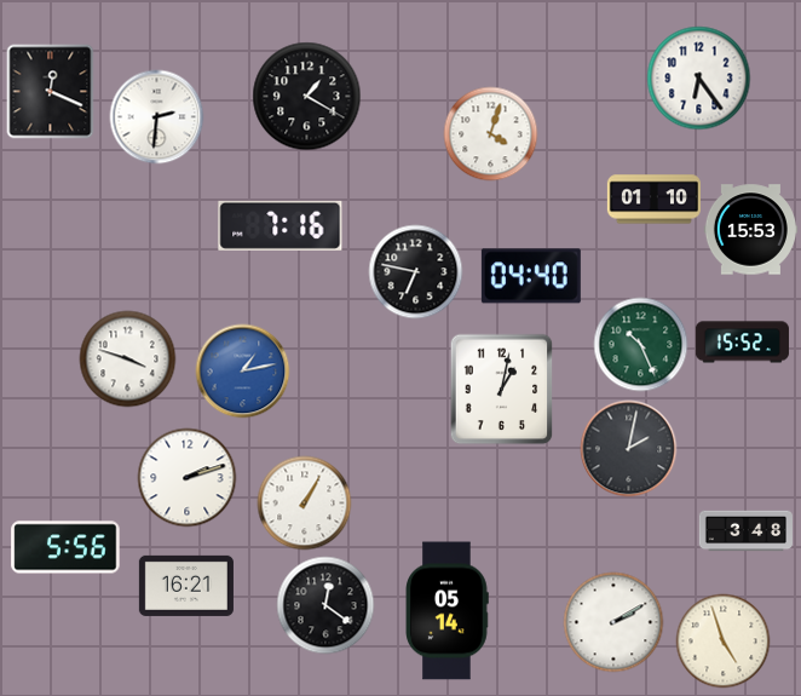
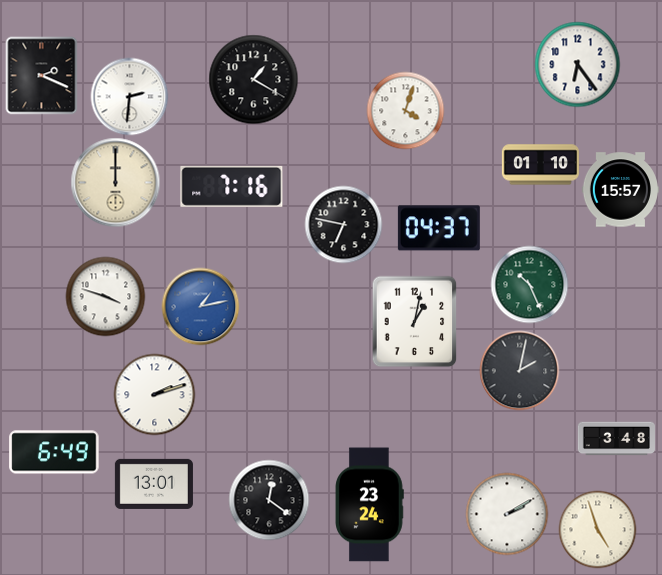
clock at (51, 91): 12:19 -> 2:19
clock at (115, 182): none -> 12:00
clock at (750, 230): 15:53 -> 15:57
clock at (531, 276): 04:40 -> 04:37
clock at (742, 343): 15:52 -> none
clock at (304, 502): 1:05 -> none
clock at (65, 547): 5:56 -> 6:49
clock at (186, 586): 16:21 -> 13:01
clock at (446, 611): 05:14 -> 23:24
